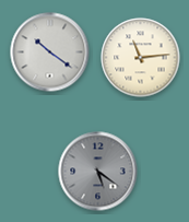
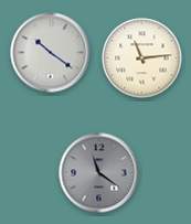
clock at (98, 172): 5:21 -> 11:21
